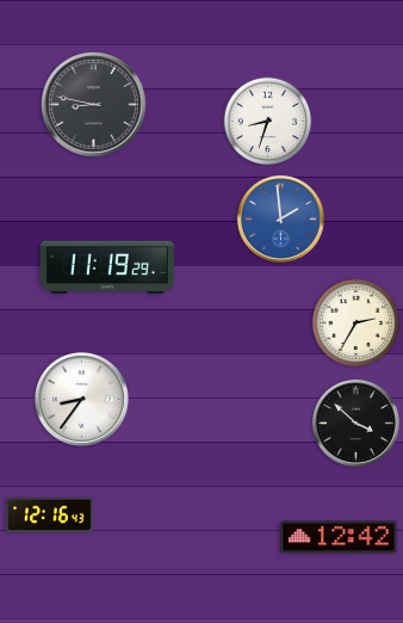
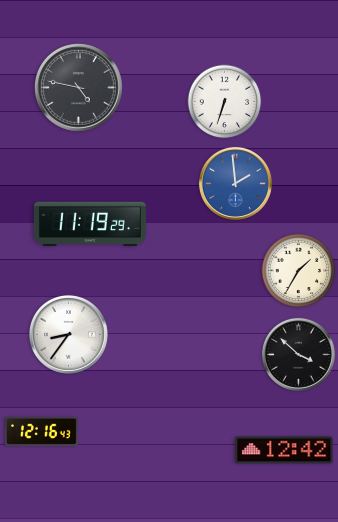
clock at (94, 105): 8:47 -> 4:47
clock at (268, 122): 8:33 -> 6:33
clock at (356, 323): 2:35 -> 1:35
